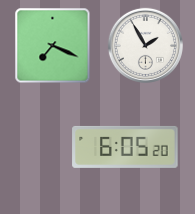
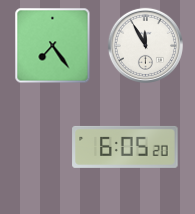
clock at (145, 45): 1:55 -> 11:55
clock at (53, 46): 7:19 -> 7:24
